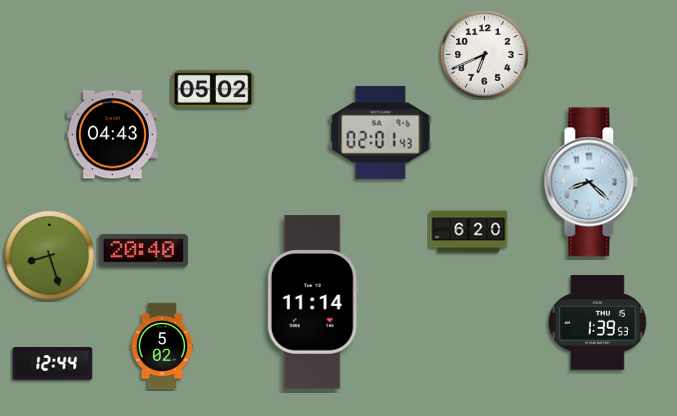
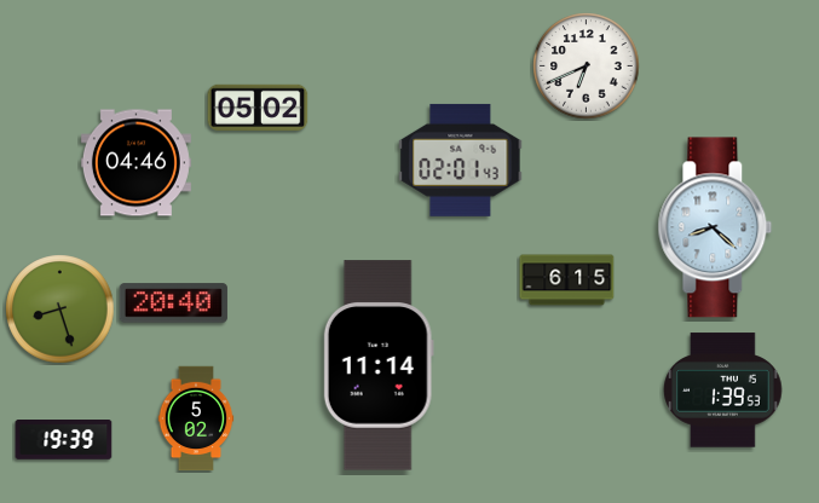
clock at (112, 135): 04:43 -> 04:46
clock at (591, 182) position: (591, 182) -> (715, 227)
clock at (469, 232): 6:20 -> 6:15
clock at (53, 364): 12:44 -> 19:39
